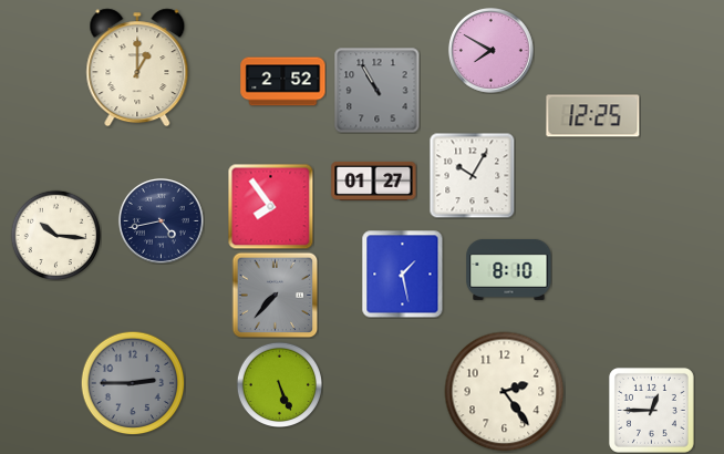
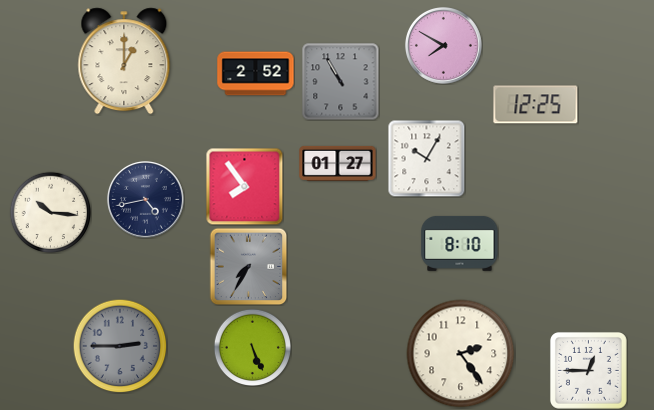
clock at (403, 274): 1:28 -> none
clock at (275, 295): 7:37 -> 7:35
clock at (505, 392) position: (505, 392) -> (461, 354)
